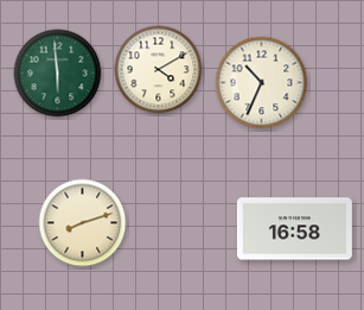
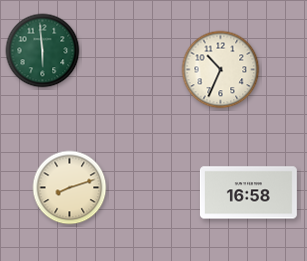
clock at (159, 70): 4:10 -> none
clock at (58, 74) position: (58, 74) -> (43, 51)
